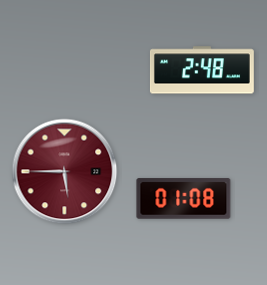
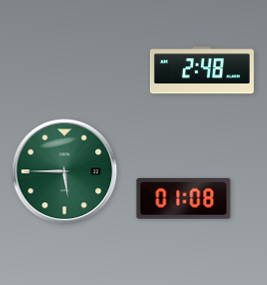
clock at (65, 172) dial: burgundy -> green
